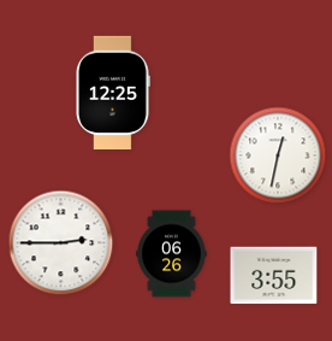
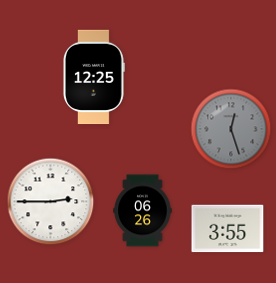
clock at (278, 155): 12:32 -> 12:27
clock at (278, 155) dial: white -> grey
